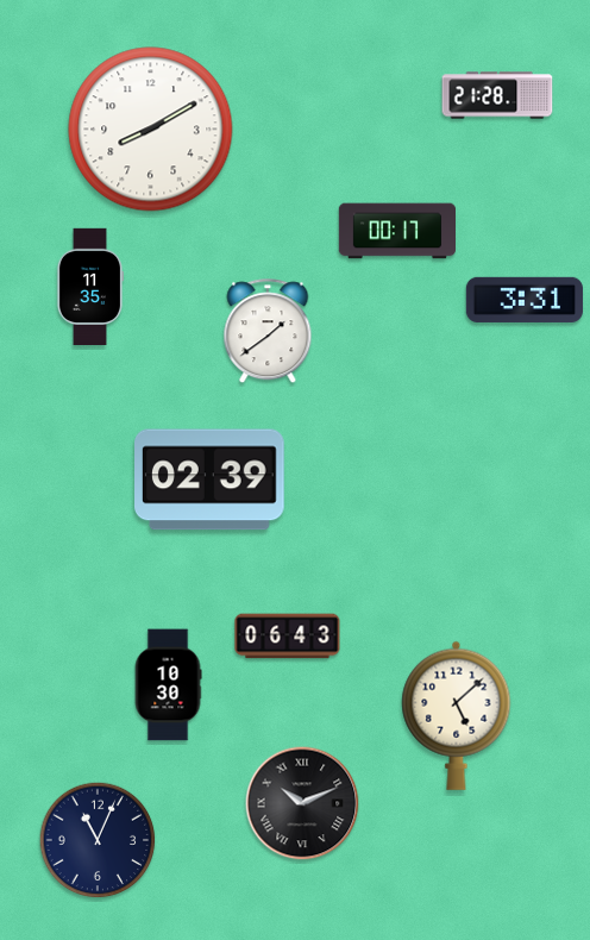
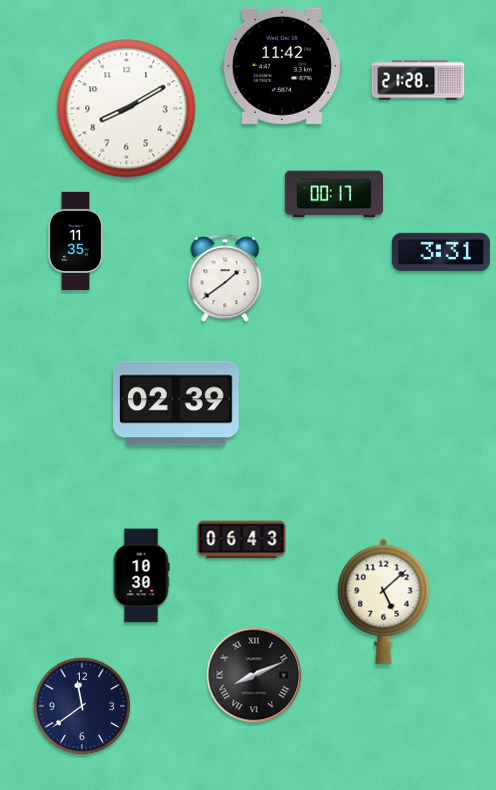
clock at (282, 66): none -> 11:42
clock at (288, 637) position: (288, 637) -> (242, 540)
clock at (302, 803): 10:11 -> 8:11
clock at (98, 840): 11:04 -> 11:39
